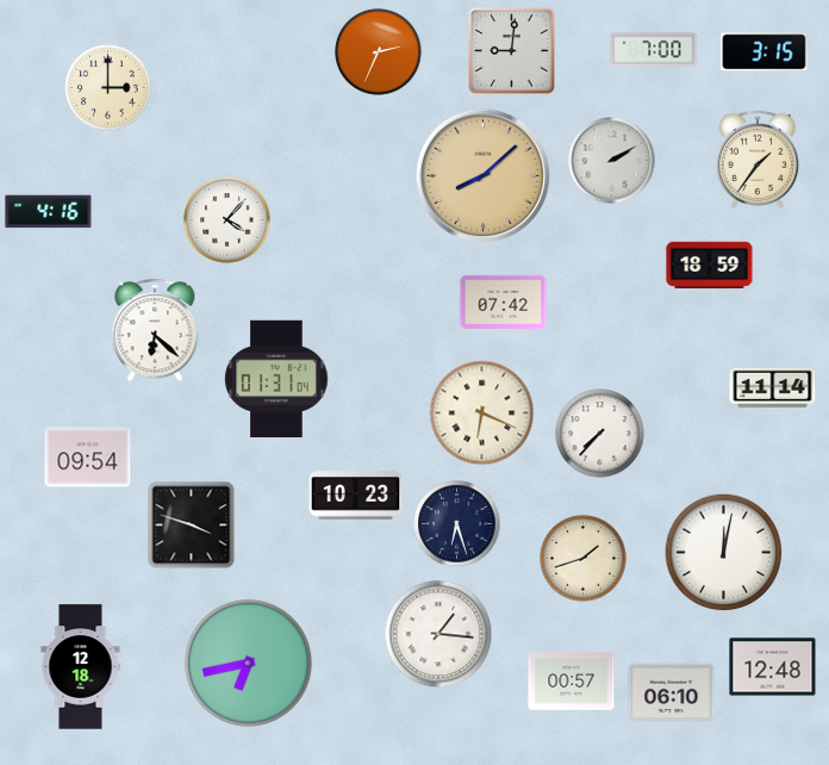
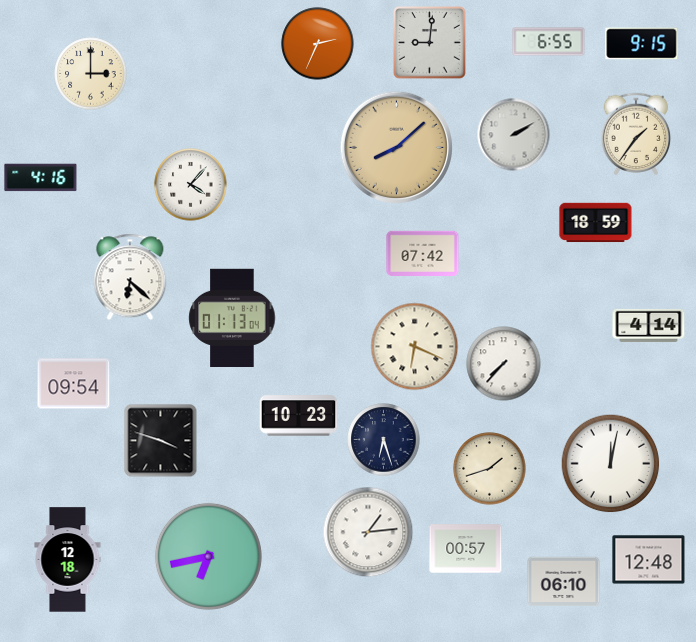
clock at (654, 50): 7:00 -> 6:55
clock at (765, 52): 3:15 -> 9:15
clock at (482, 175) position: (482, 175) -> (396, 147)
clock at (276, 378): 01:31 -> 01:13
clock at (773, 387): 11:14 -> 4:14
clock at (482, 413) position: (482, 413) -> (415, 347)
clock at (724, 553) position: (724, 553) -> (611, 464)
clock at (438, 634): 1:16 -> 1:14
clock at (572, 682) position: (572, 682) -> (466, 549)
